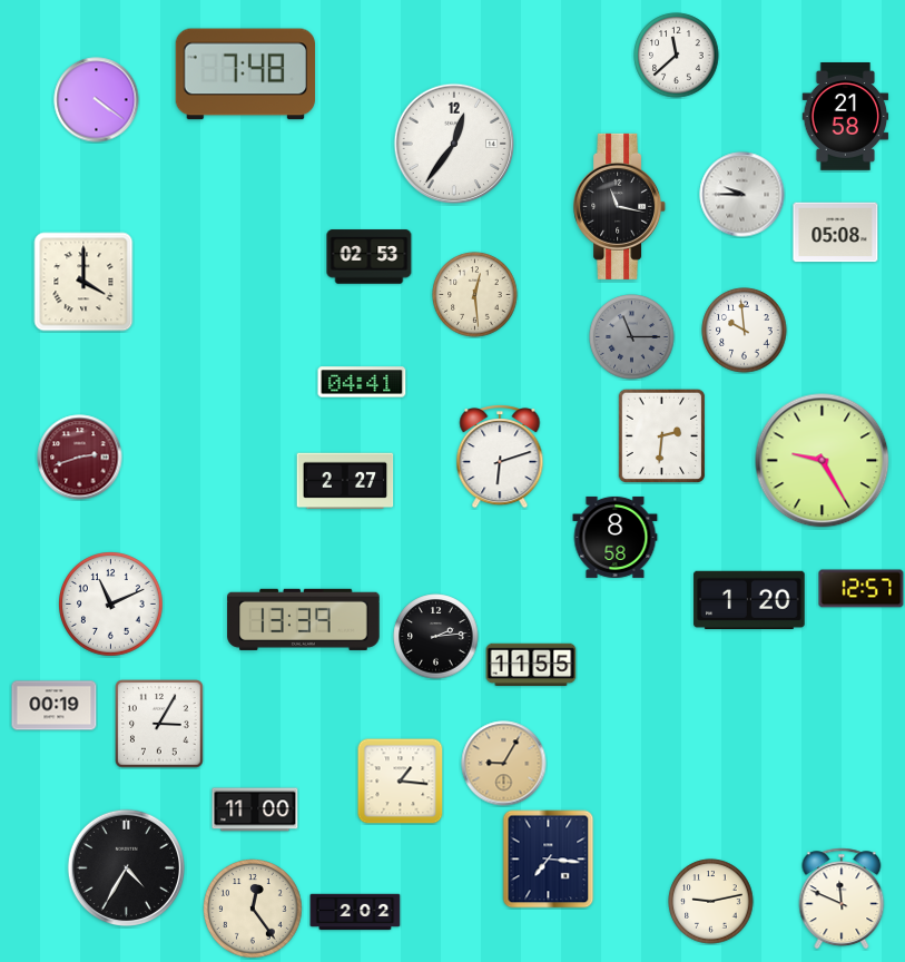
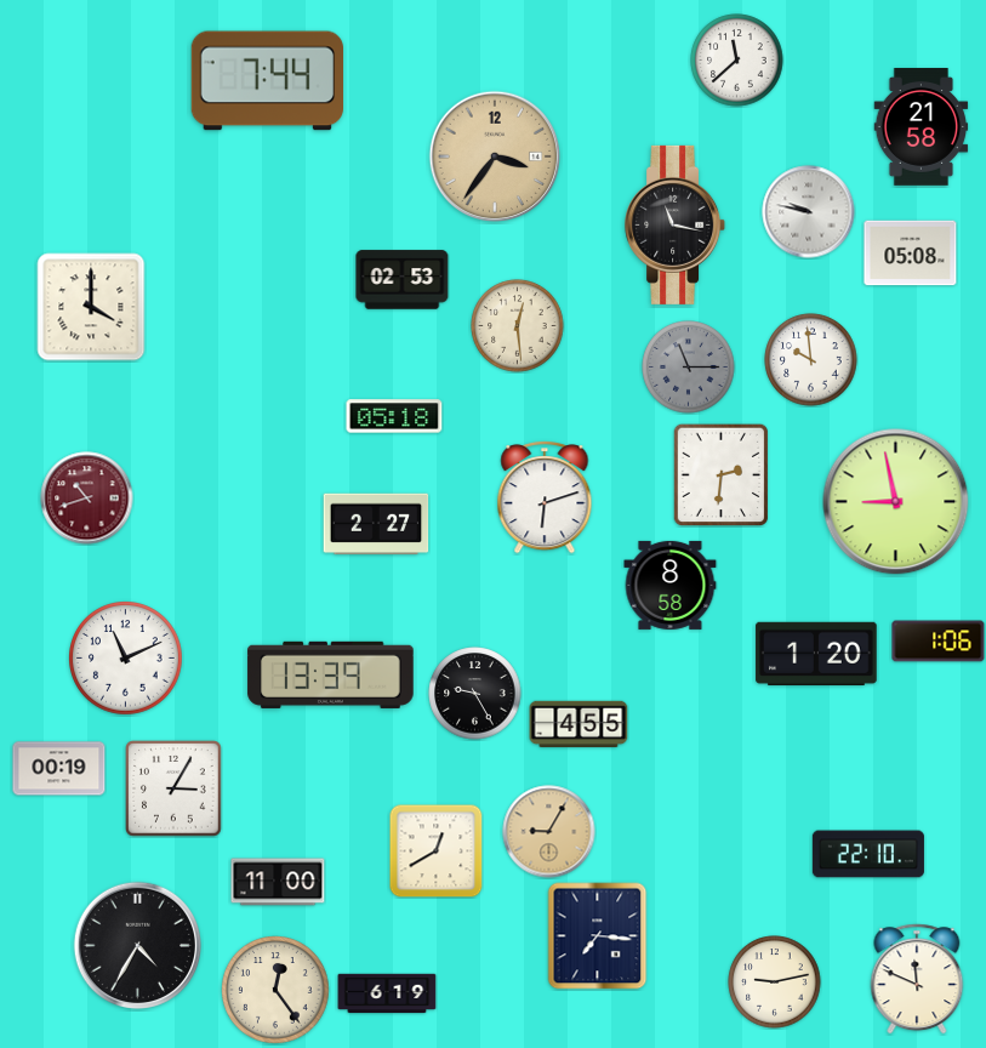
clock at (245, 75): 7:48 -> 7:44
clock at (97, 100): 4:21 -> none
clock at (454, 144): 12:36 -> 3:36
clock at (454, 144) dial: white -> champagne
clock at (742, 195): 9:45 -> 9:47
clock at (475, 295) position: (475, 295) -> (518, 326)
clock at (362, 382): 04:41 -> 05:18
clock at (80, 458): 2:42 -> 10:42
clock at (823, 461): 9:25 -> 8:58
clock at (862, 589): 12:57 -> 1:06
clock at (111, 605) position: (111, 605) -> (126, 659)
clock at (436, 637): 2:14 -> 9:25
clock at (531, 664): 11:55 -> 4:55
clock at (400, 781): 1:16 -> 12:40
clock at (868, 854): none -> 22:10
clock at (355, 912): 2:02 -> 6:19
